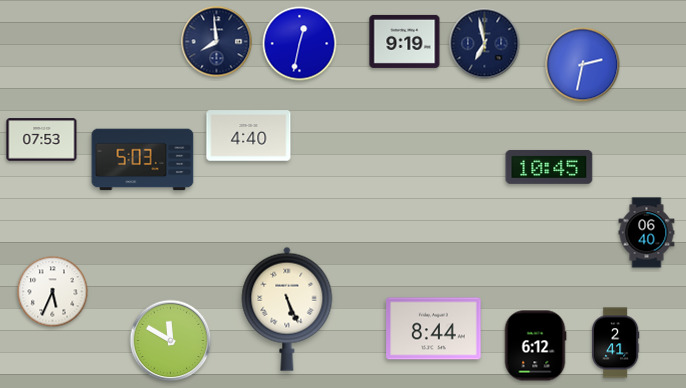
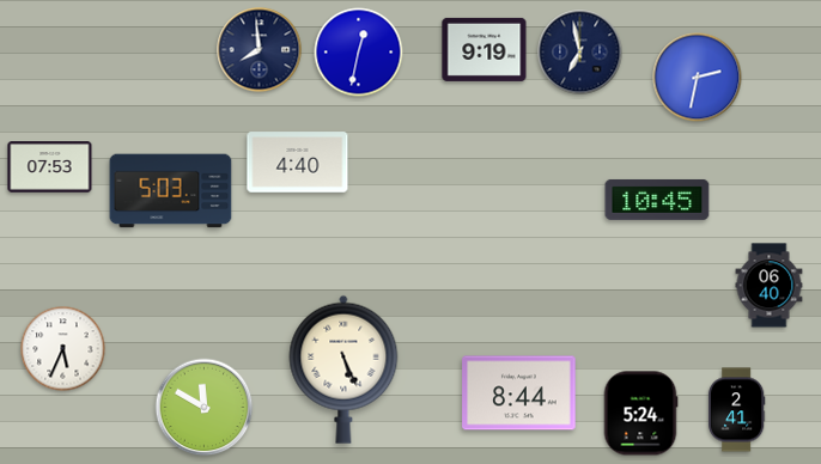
clock at (647, 233) position: (647, 233) -> (770, 286)
clock at (535, 346): 6:12 -> 5:24
